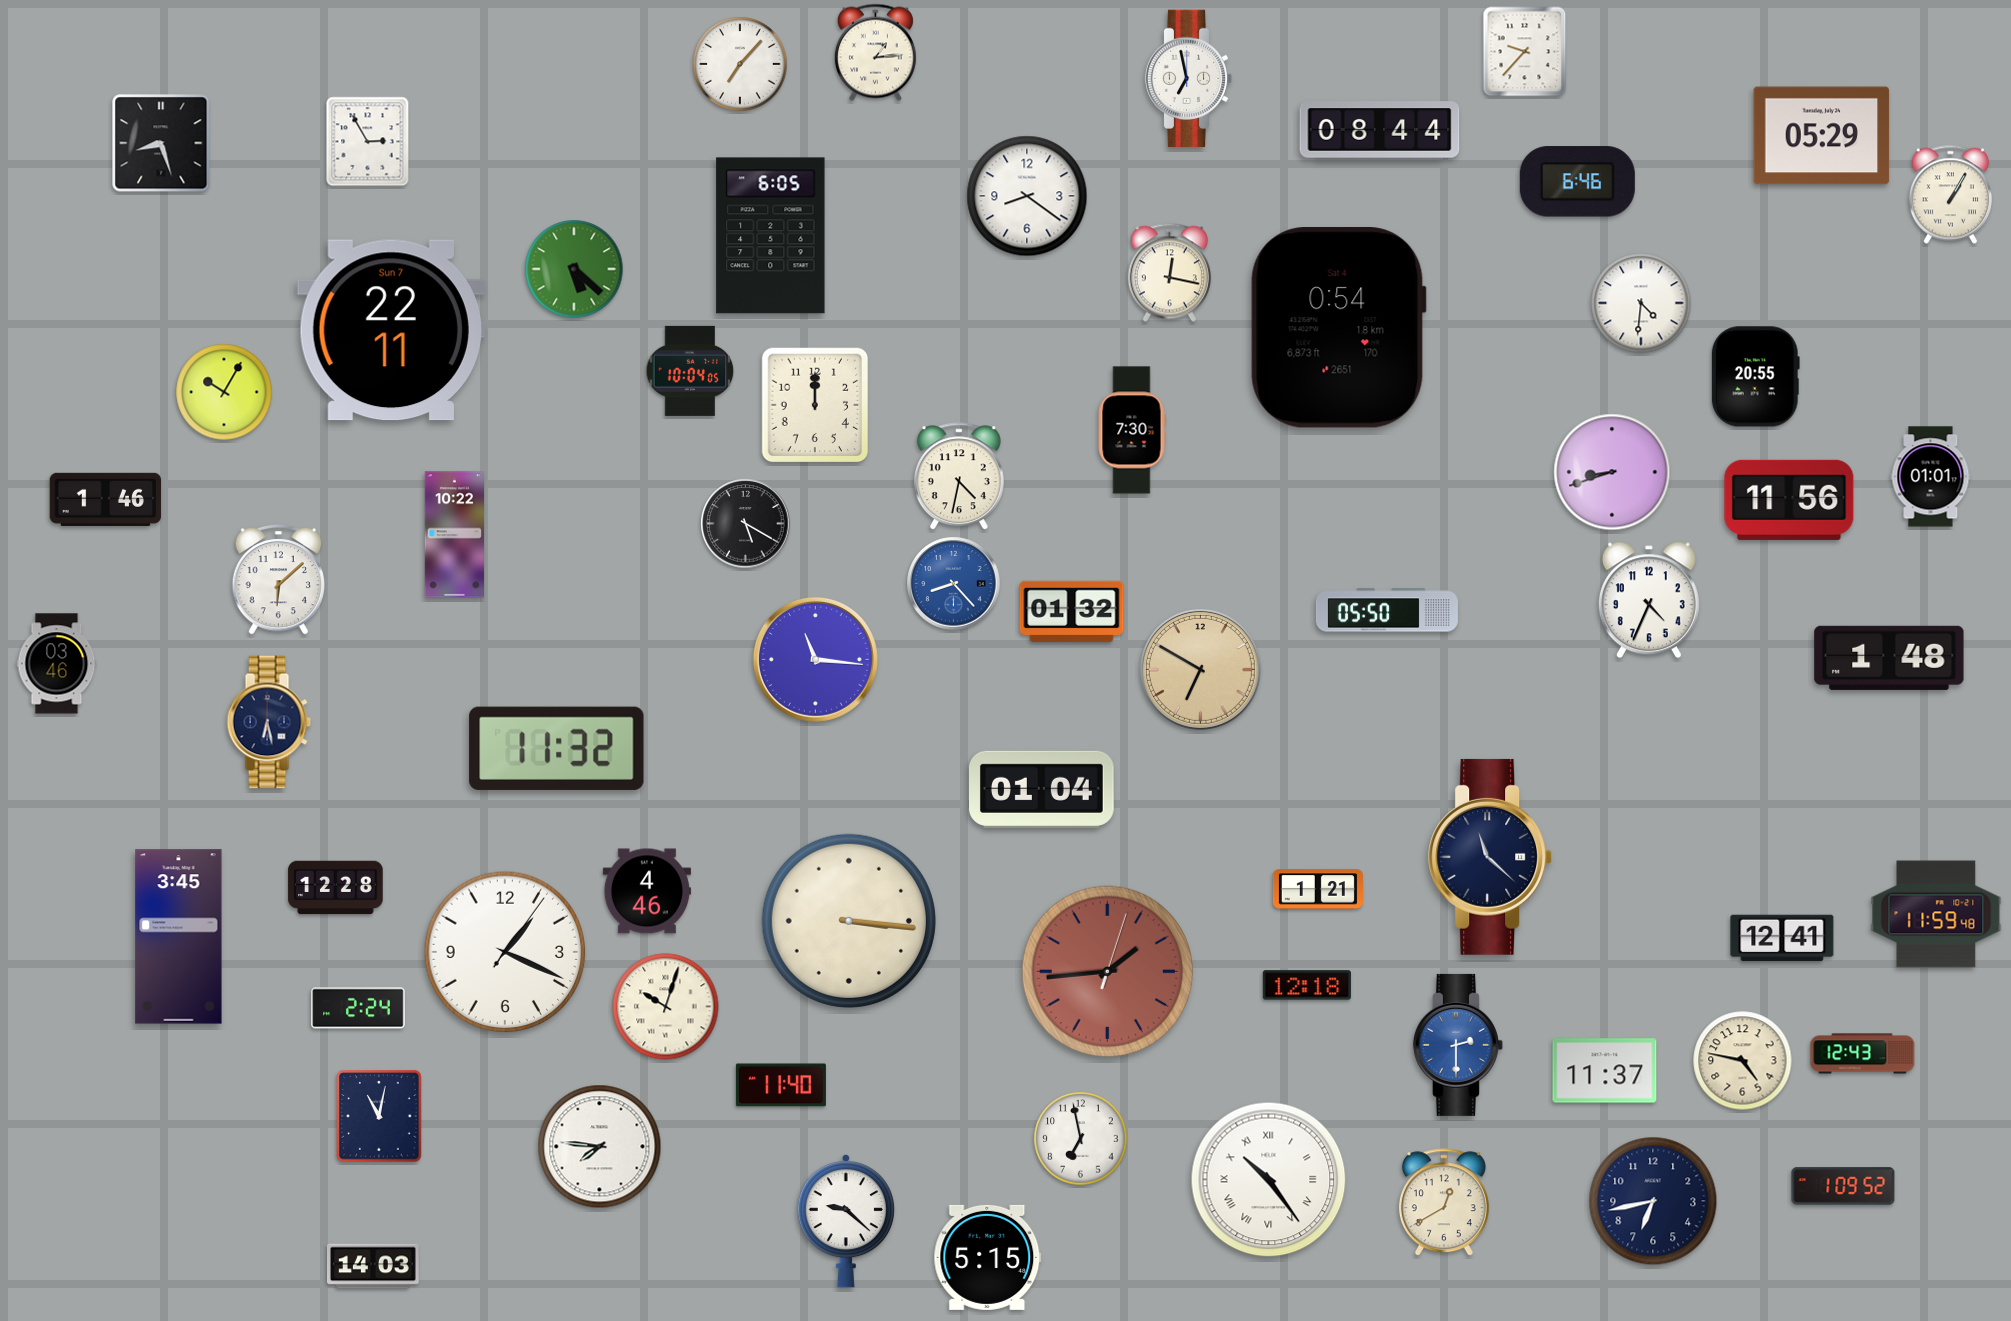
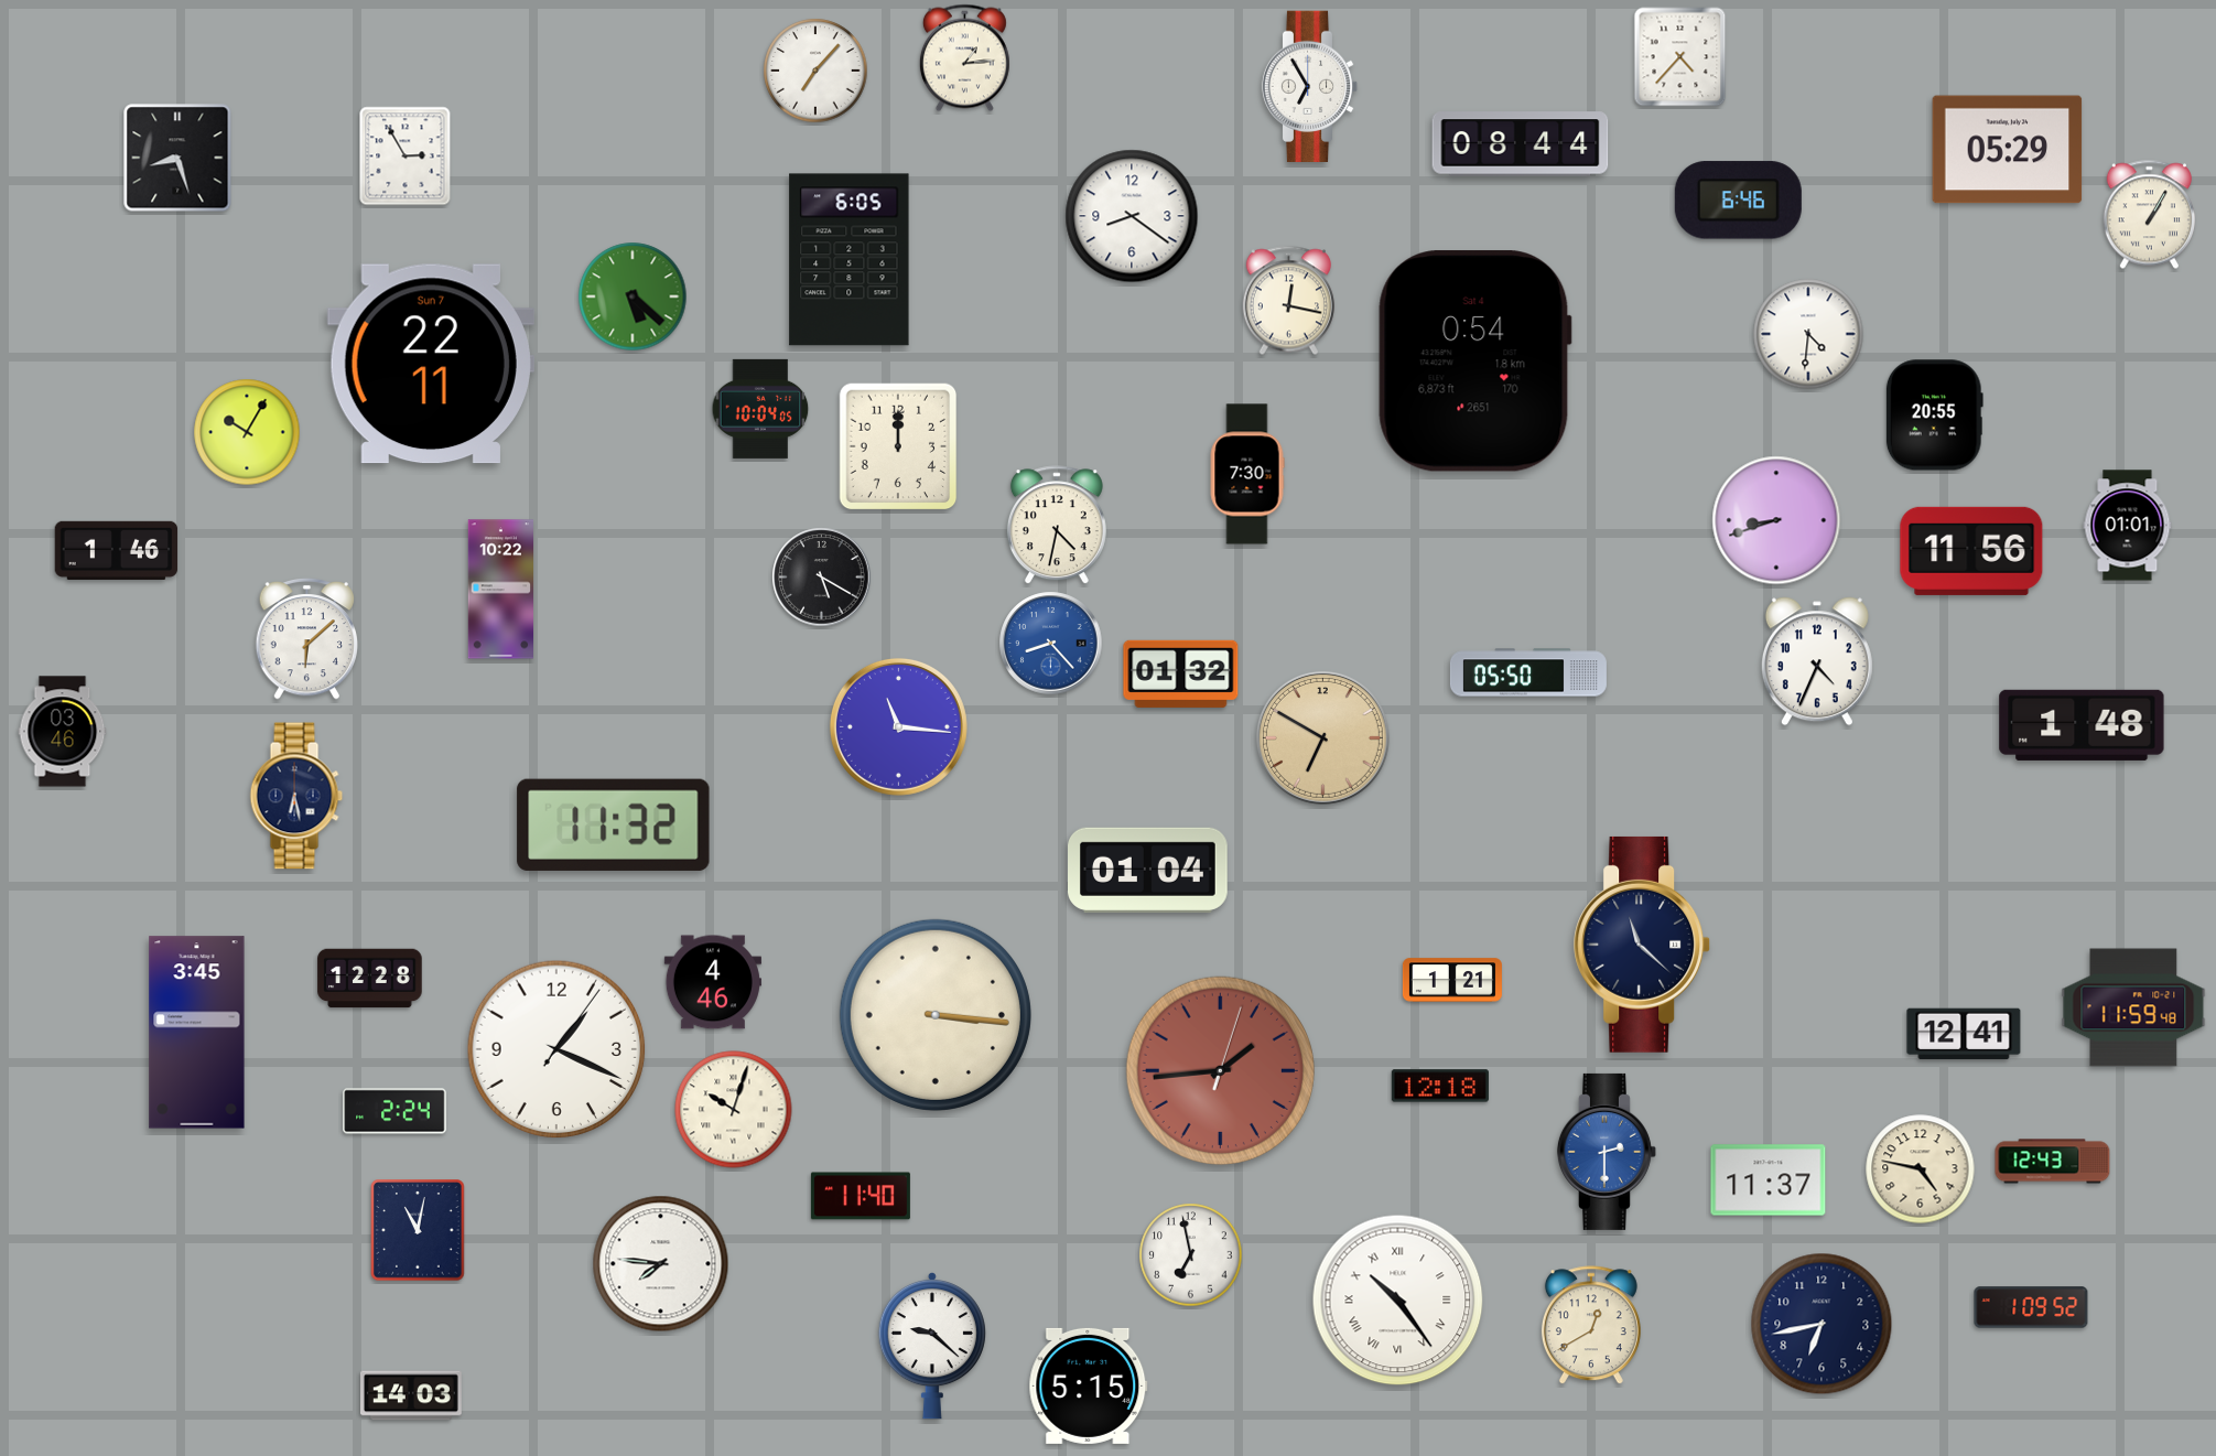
clock at (1525, 52): 9:37 -> 4:37
clock at (1189, 79): 6:58 -> 6:55
